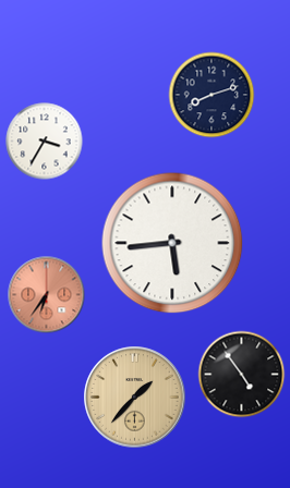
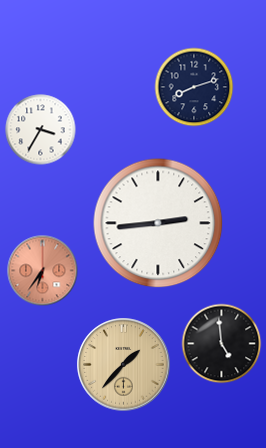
clock at (172, 243): 5:44 -> 2:44
clock at (242, 375): 4:54 -> 4:59
